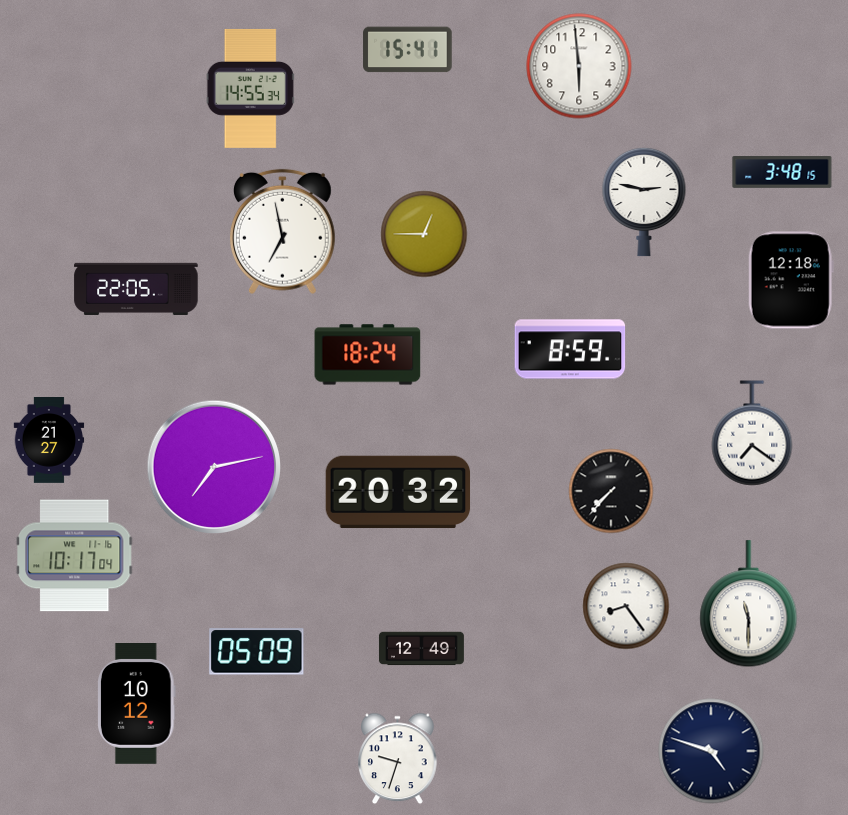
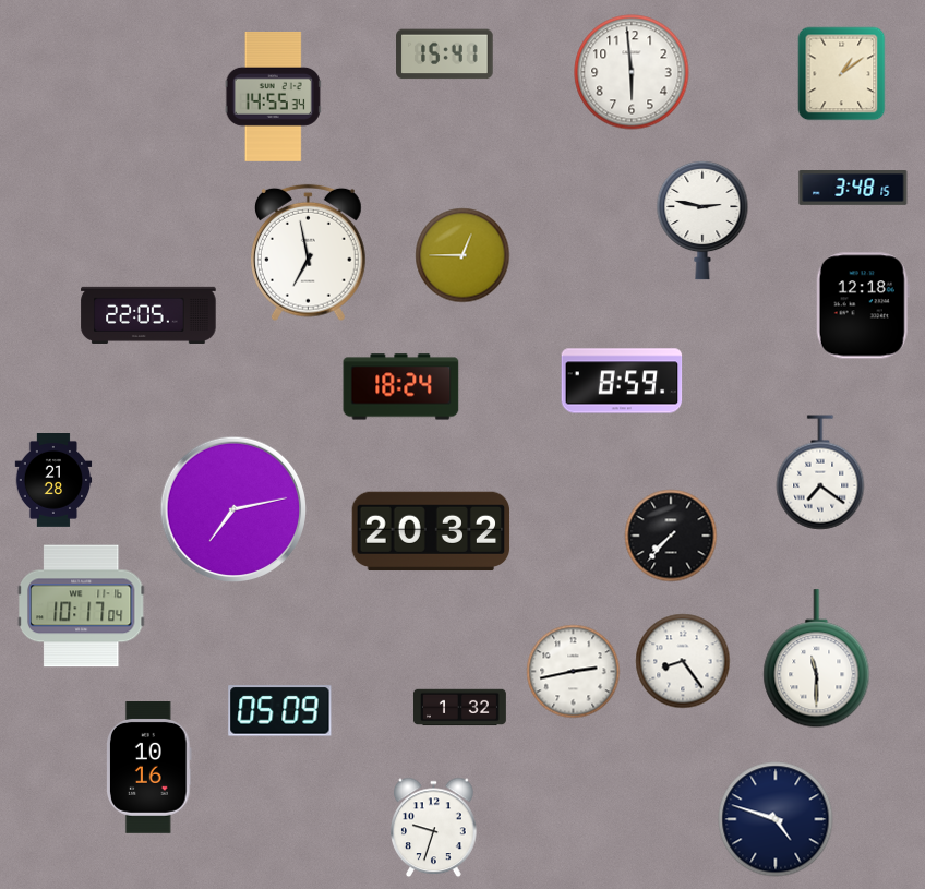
clock at (842, 74): none -> 1:09
clock at (49, 441): 21:27 -> 21:28
clock at (611, 491) position: (611, 491) -> (671, 536)
clock at (398, 492) position: (398, 492) -> (431, 531)
clock at (574, 672): none -> 2:43
clock at (421, 649): 12:49 -> 1:32
clock at (137, 704): 10:12 -> 10:16
